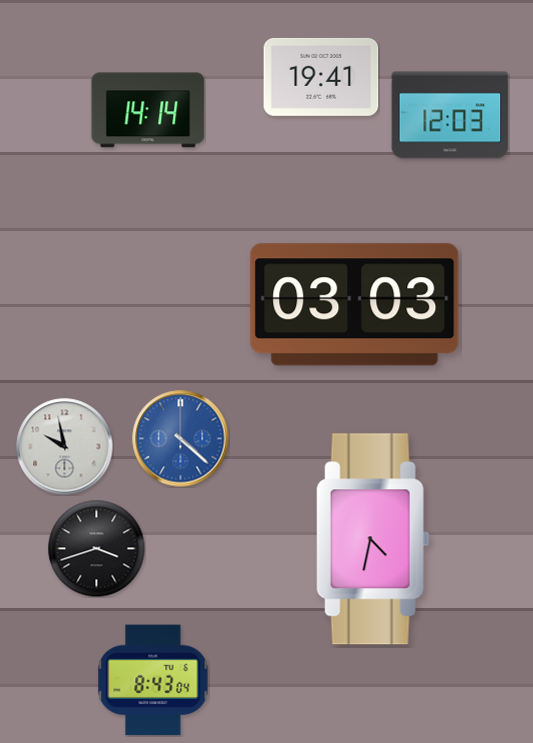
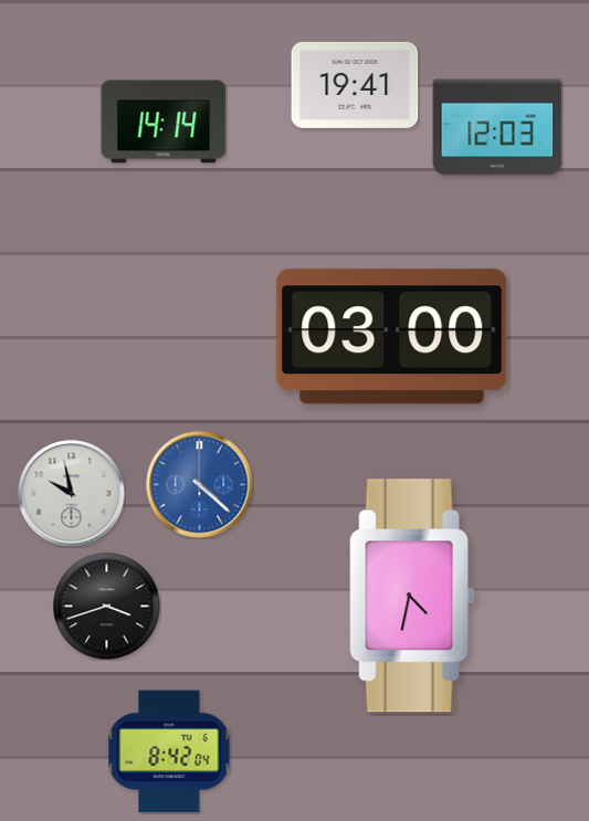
clock at (355, 305): 03:03 -> 03:00
clock at (153, 680): 8:43 -> 8:42
